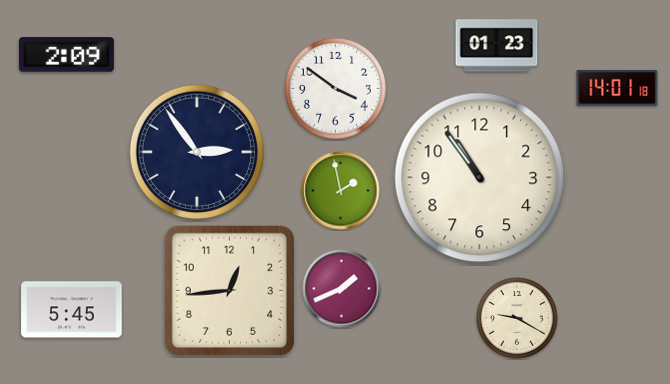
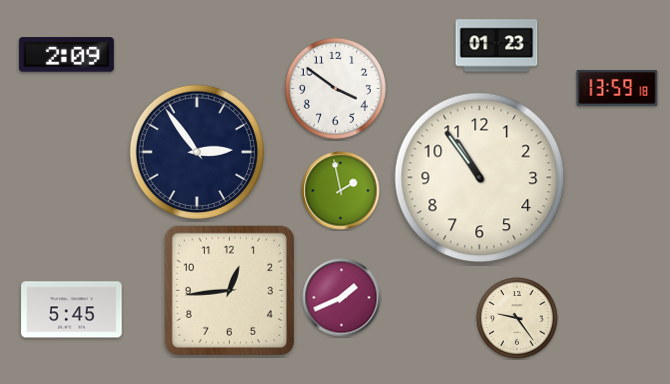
clock at (617, 88): 14:01 -> 13:59
clock at (342, 289) position: (342, 289) -> (342, 298)
clock at (517, 318): 9:20 -> 9:24
